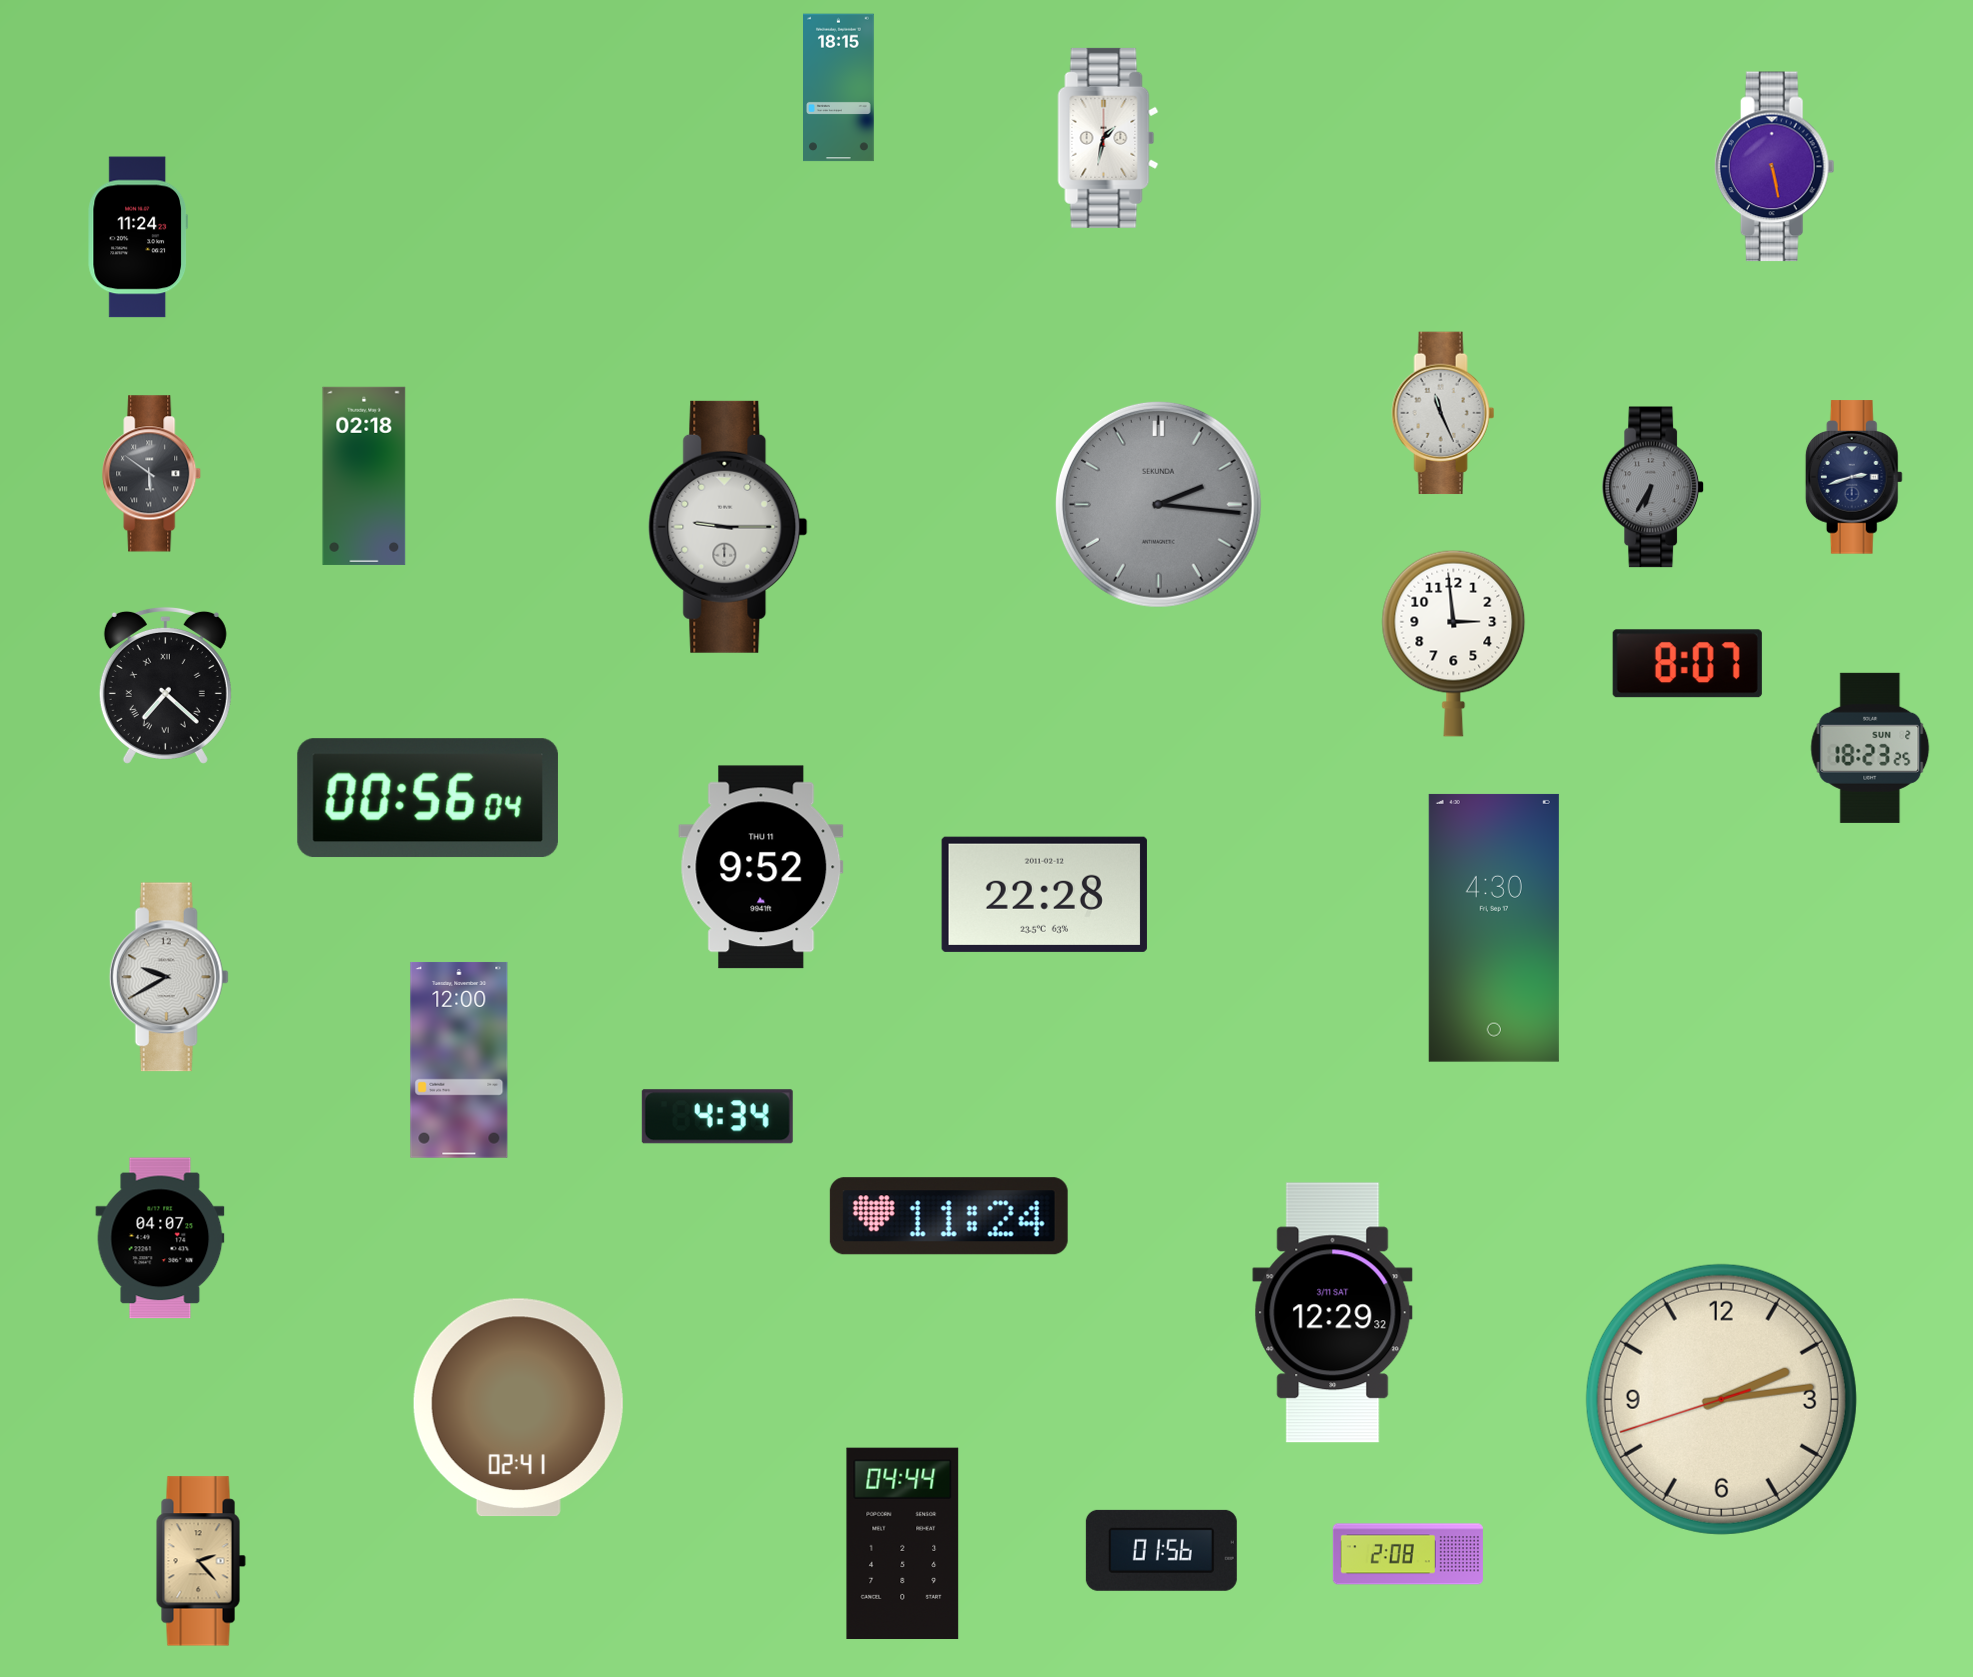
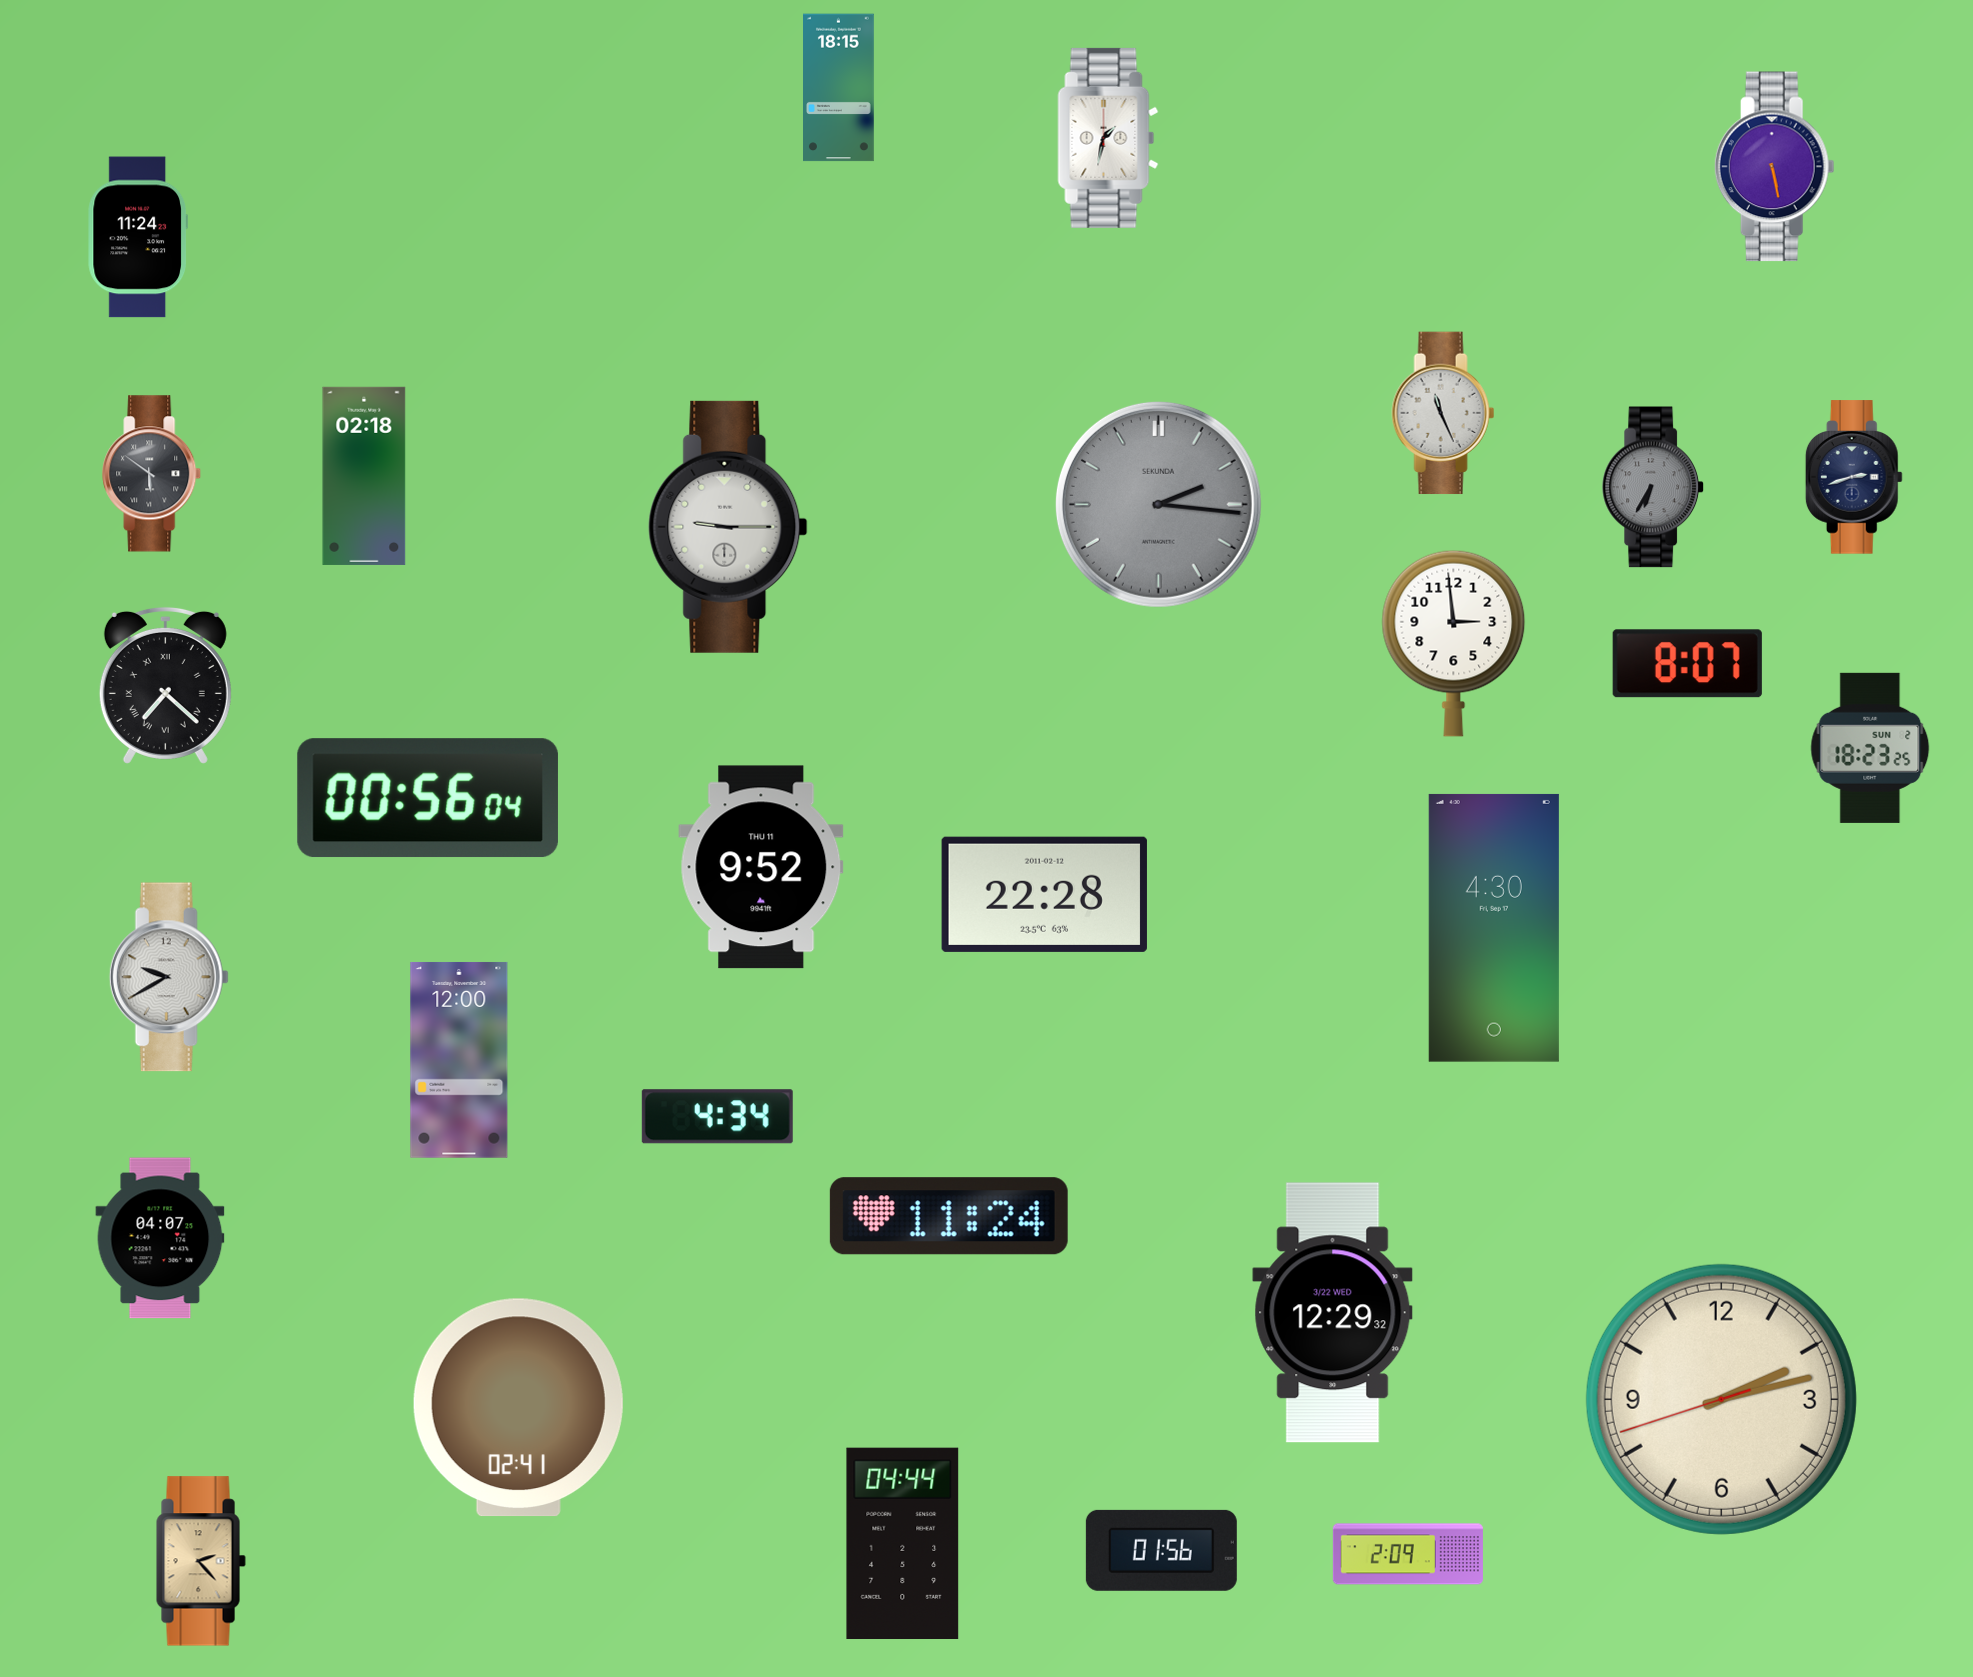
clock at (1333, 1313) date: 3/11 SAT -> 3/22 WED
clock at (1721, 1399): 2:13 -> 2:12
clock at (1408, 1554): 2:08 -> 2:09
